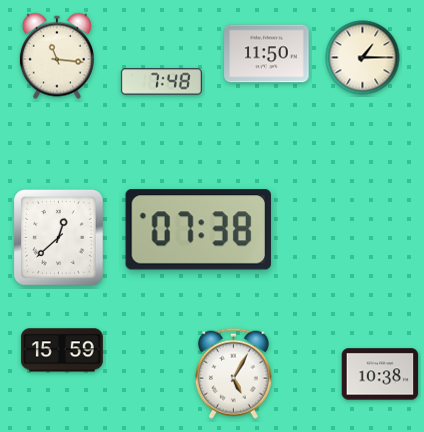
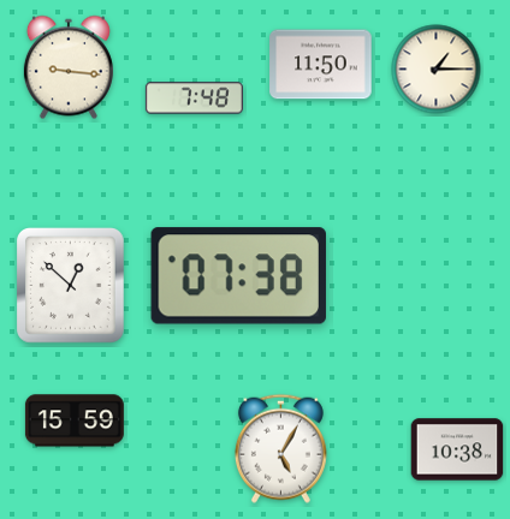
clock at (57, 56): 11:16 -> 9:16
clock at (59, 238): 12:38 -> 12:52
